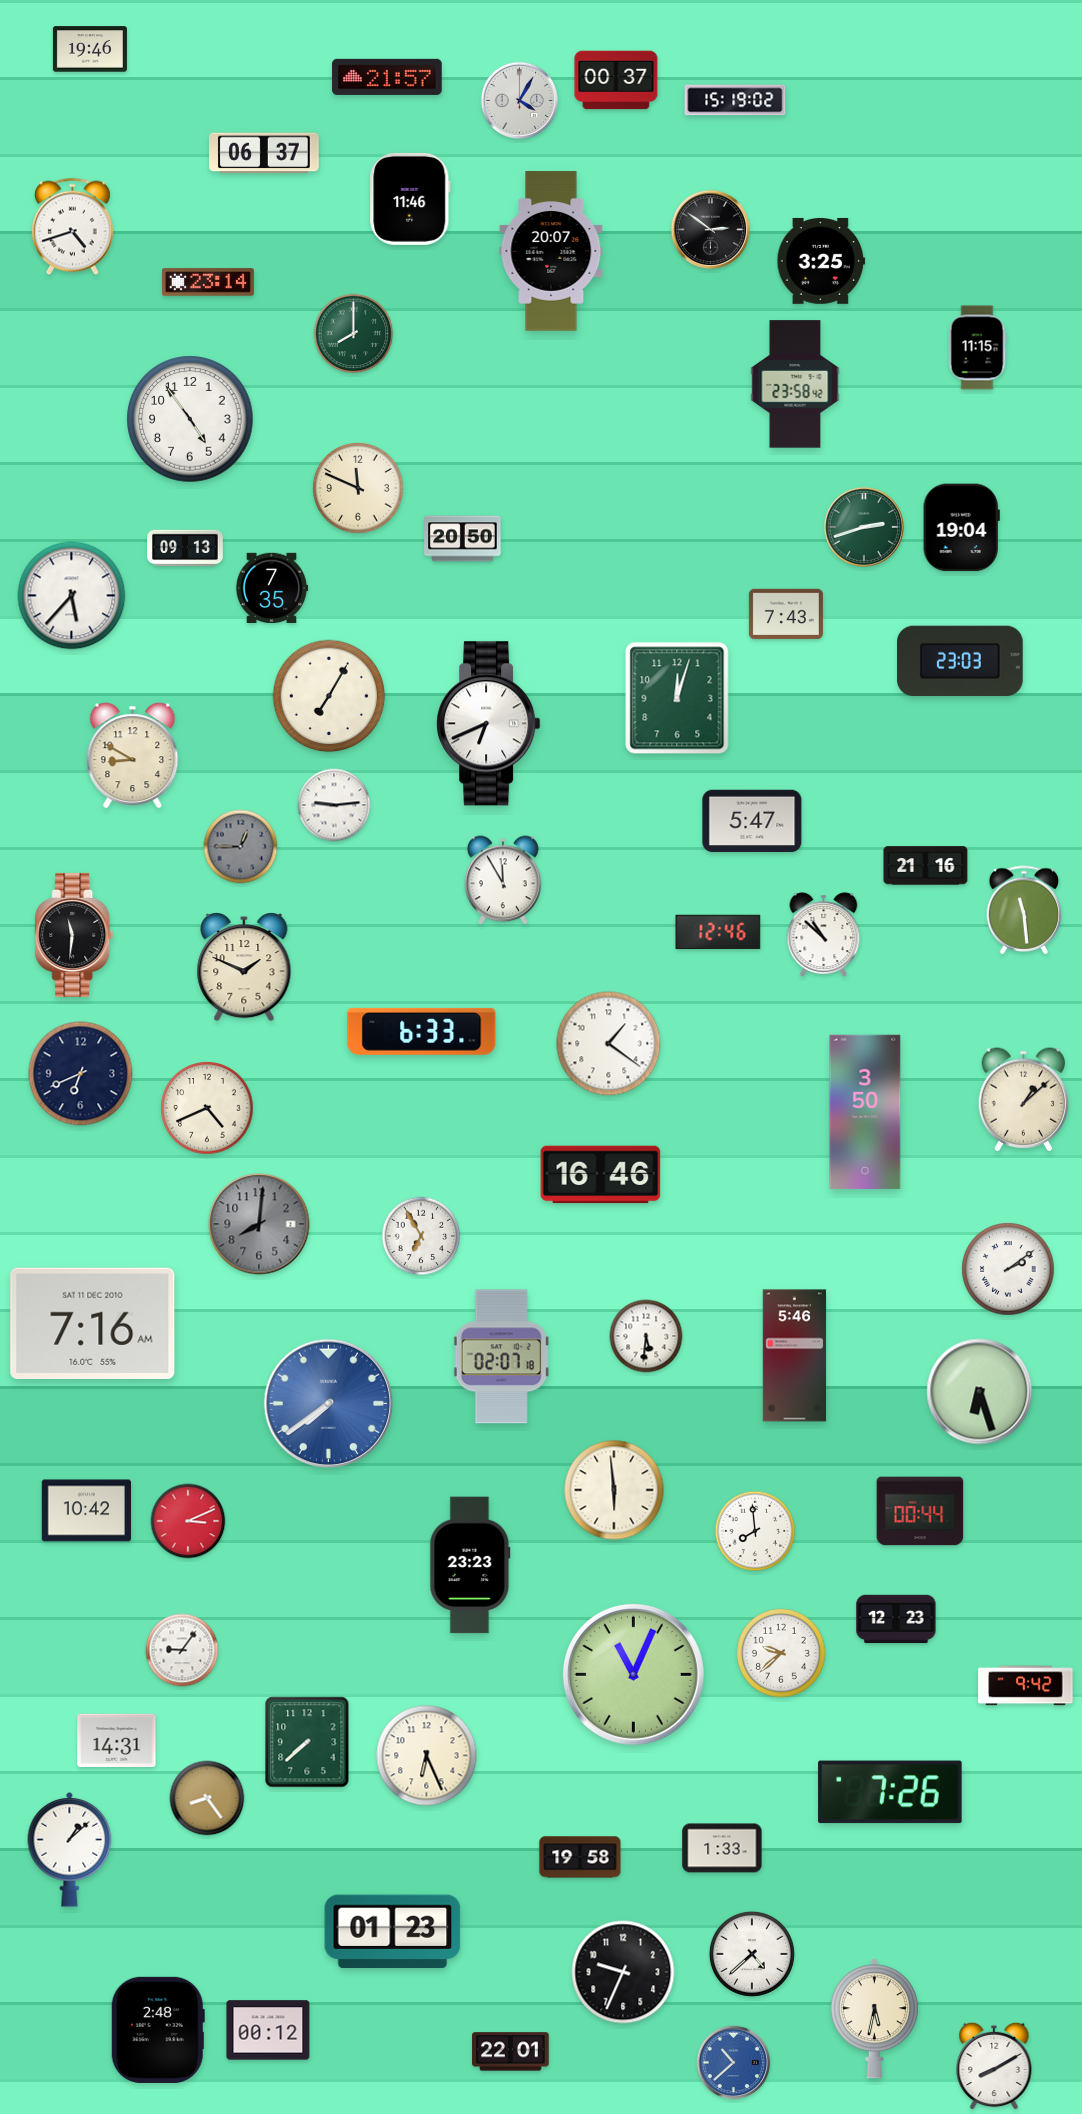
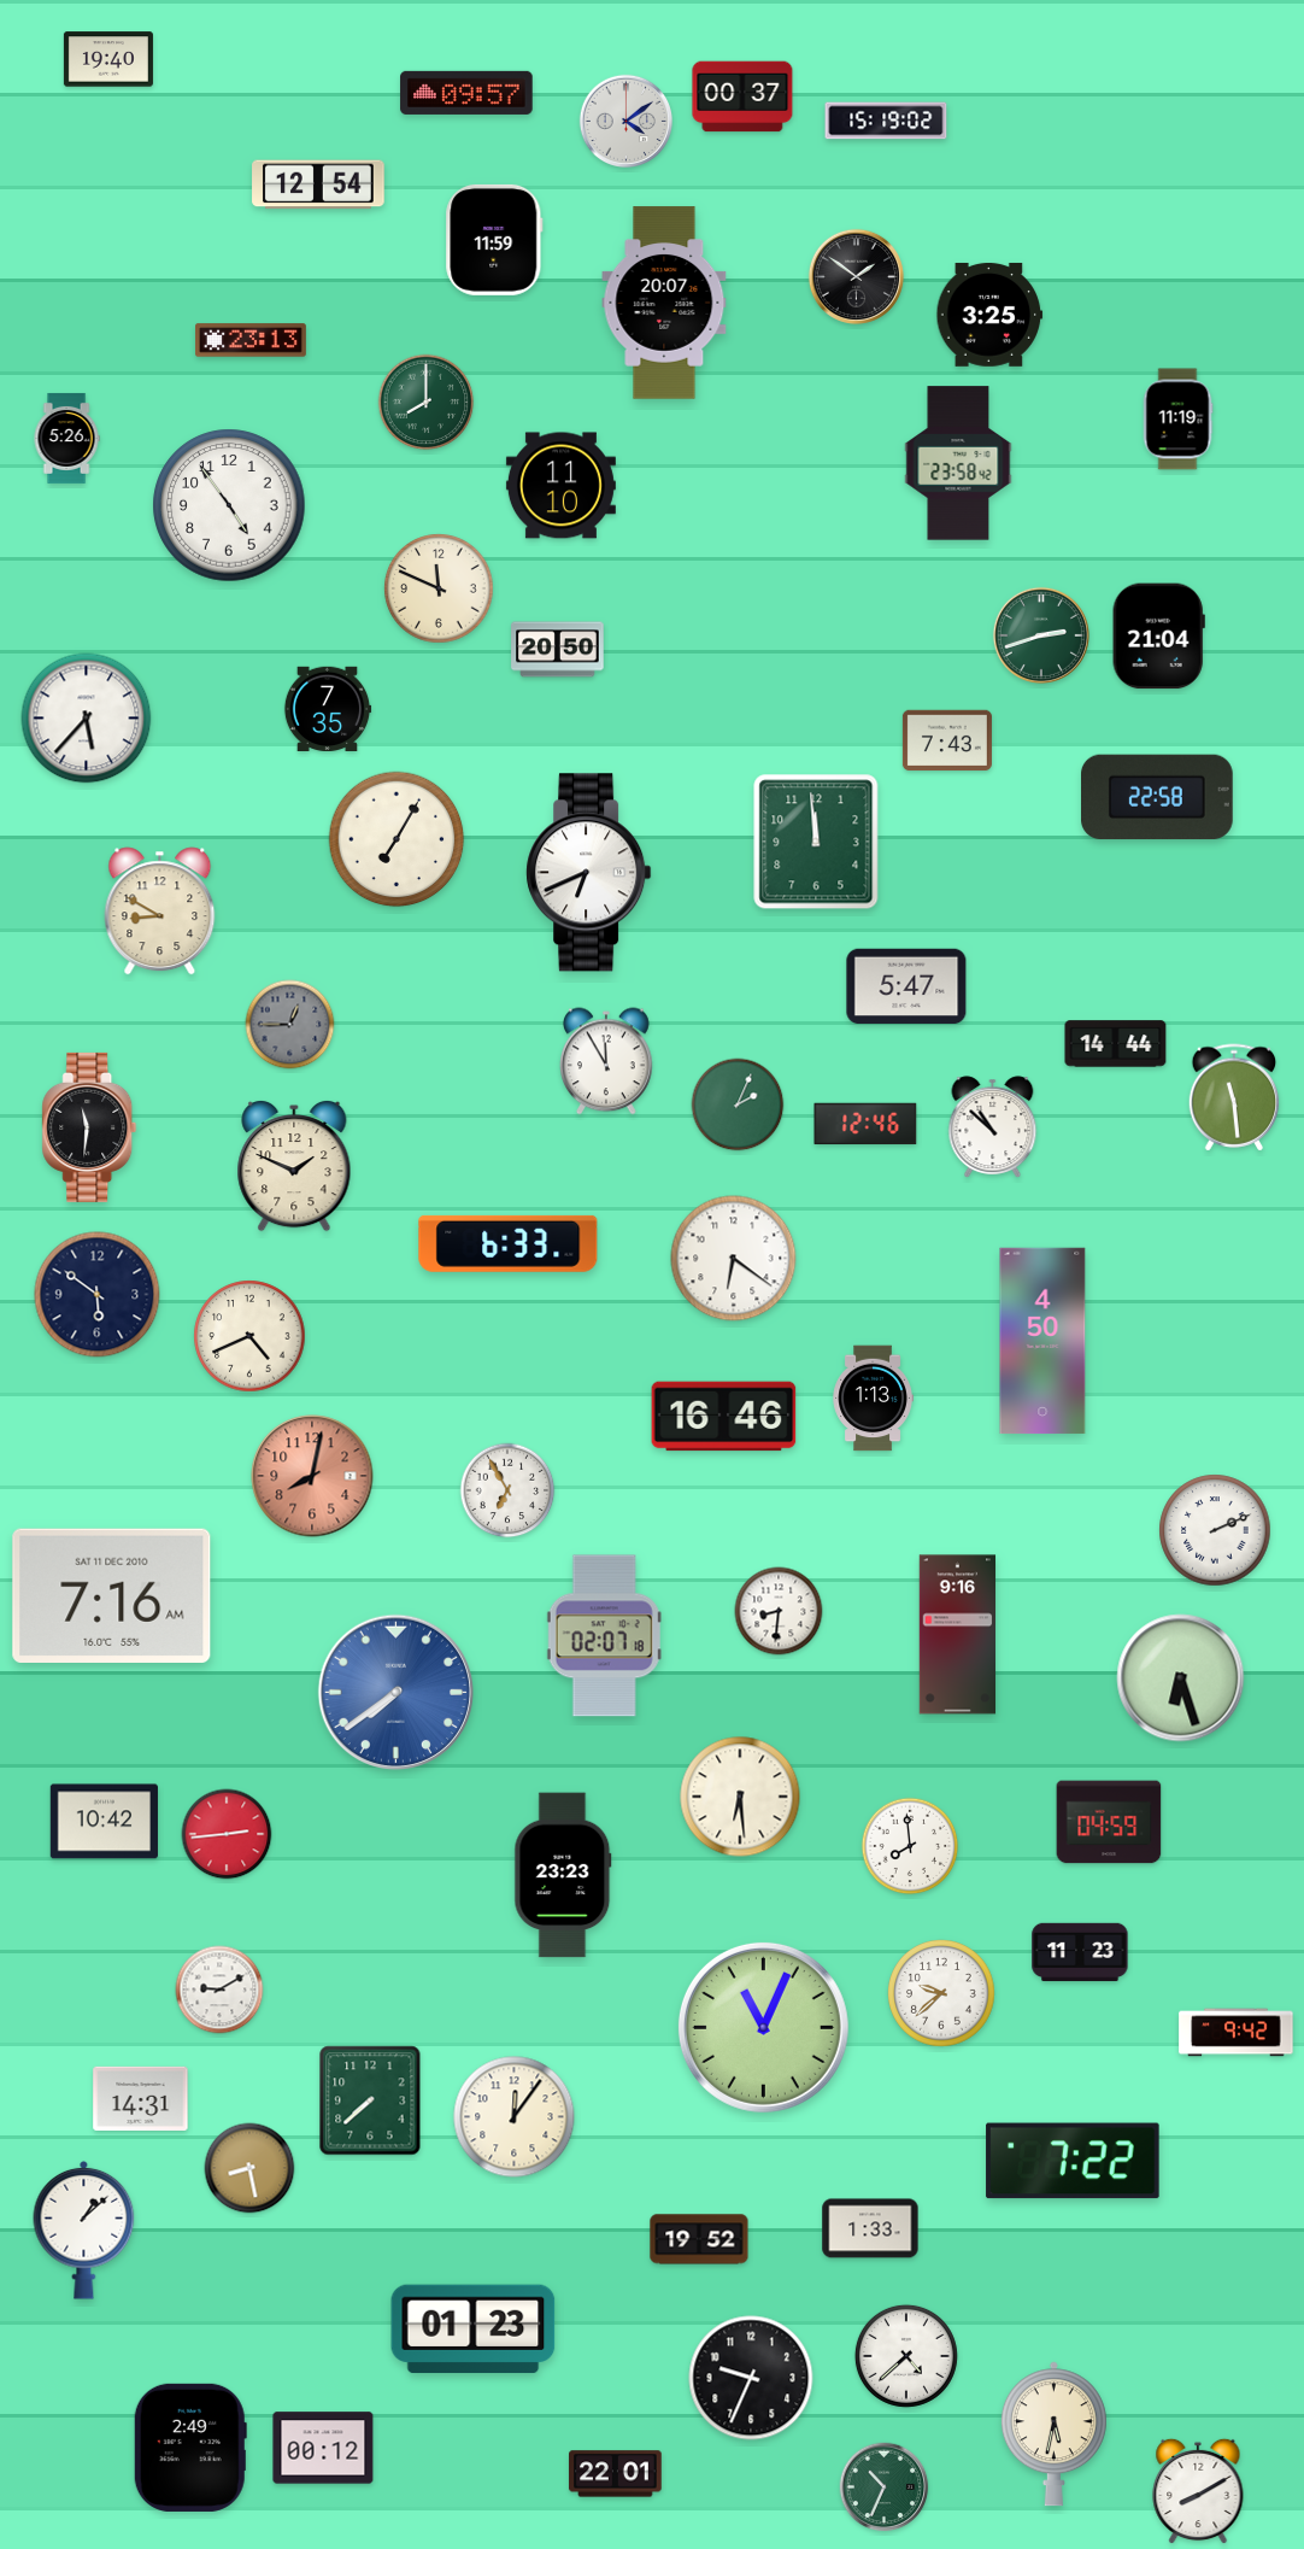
clock at (90, 49): 19:46 -> 19:40
clock at (387, 77): 21:57 -> 09:57
clock at (519, 100): 4:05 -> 4:09
clock at (264, 153): 06:37 -> 12:54
clock at (410, 199): 11:46 -> 11:59
clock at (73, 227): 4:42 -> none
clock at (710, 229): 2:51 -> 1:51
clock at (209, 282): 23:14 -> 23:13
clock at (977, 348): 11:15 -> 11:19
clock at (66, 438): none -> 5:26
clock at (560, 486): none -> 11:10
clock at (358, 488) position: (358, 488) -> (439, 588)
clock at (961, 528): 19:04 -> 21:04
clock at (185, 548): 09:13 -> none
clock at (961, 661): 23:03 -> 22:58
clock at (677, 698): 12:03 -> 11:59
clock at (334, 805): 9:14 -> none
clock at (752, 821) position: (752, 821) -> (906, 986)
clock at (241, 847) position: (241, 847) -> (290, 1025)
clock at (926, 866): 21:16 -> 14:44
clock at (738, 1104): none -> 2:04
clock at (609, 1044): 1:21 -> 6:21
clock at (81, 1074): 6:41 -> 5:51
clock at (1024, 1100): 1:08 -> none
clock at (865, 1112): 3:50 -> 4:50
clock at (873, 1399): none -> 1:13
clock at (259, 1224): 8:01 -> 8:02
clock at (259, 1224) dial: grey -> salmon
clock at (1008, 1269): 2:09 -> 2:11
clock at (646, 1336): 5:31 -> 8:31
clock at (795, 1356): 5:46 -> 9:16
clock at (614, 1490): 5:59 -> 6:29
clock at (920, 1511): 00:44 -> 04:59
clock at (188, 1521): 3:11 -> 2:44
clock at (470, 1565) position: (470, 1565) -> (563, 1875)
clock at (896, 1619): 12:23 -> 11:23
clock at (182, 1650): 9:06 -> 9:10
clock at (633, 1674) position: (633, 1674) -> (763, 2027)
clock at (427, 1756): 6:26 -> 12:06
clock at (890, 1792): 7:26 -> 7:22
clock at (207, 1798): 8:24 -> 8:28
clock at (580, 1857): 19:58 -> 19:52
clock at (158, 2030): 2:48 -> 2:49
clock at (734, 2063): 10:38 -> 10:34
clock at (734, 2063) dial: blue -> green
